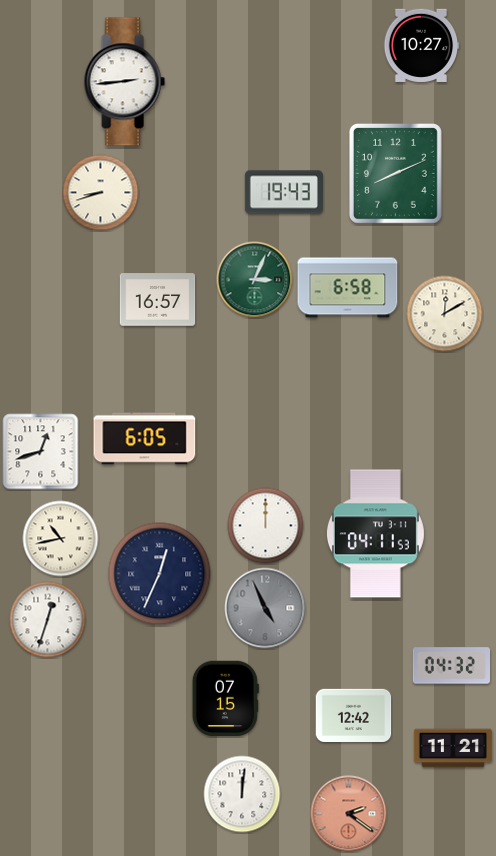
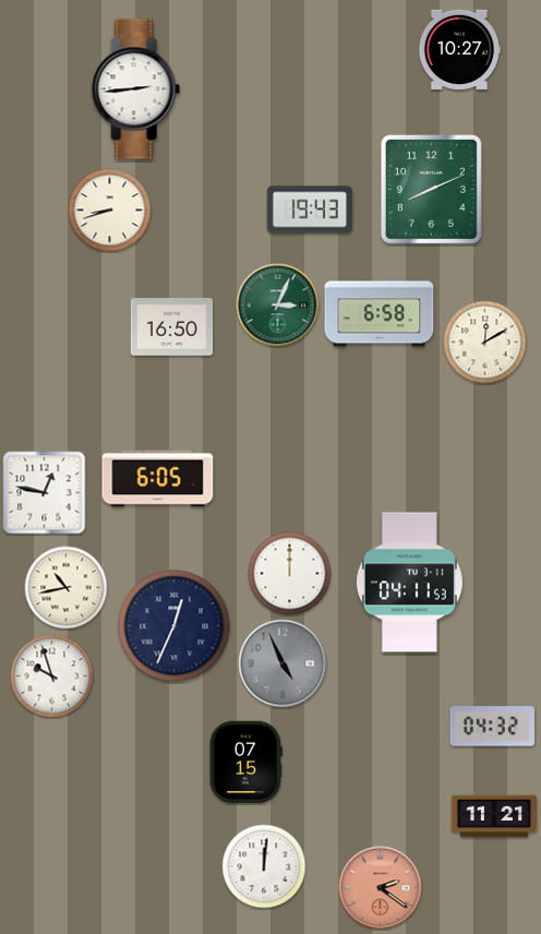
clock at (158, 300): 16:57 -> 16:50
clock at (41, 452): 12:42 -> 12:47
clock at (265, 608) position: (265, 608) -> (282, 663)
clock at (48, 620): 12:33 -> 9:57
clock at (354, 715): 12:42 -> none
